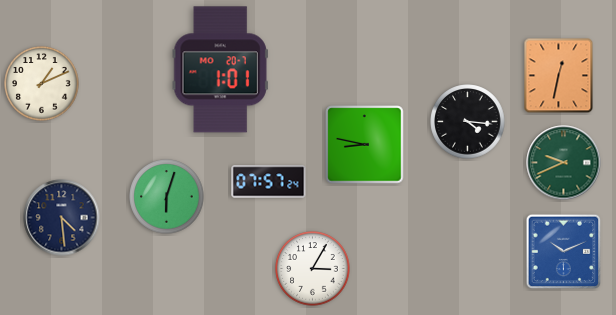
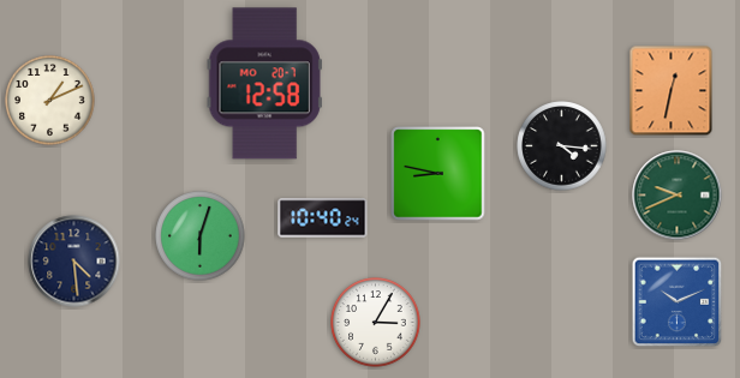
clock at (220, 70): 1:01 -> 12:58
clock at (269, 182): 07:57 -> 10:40
